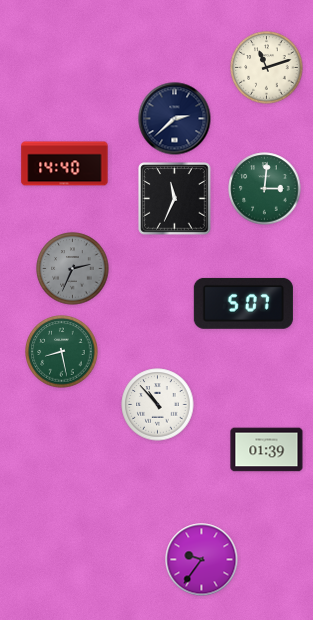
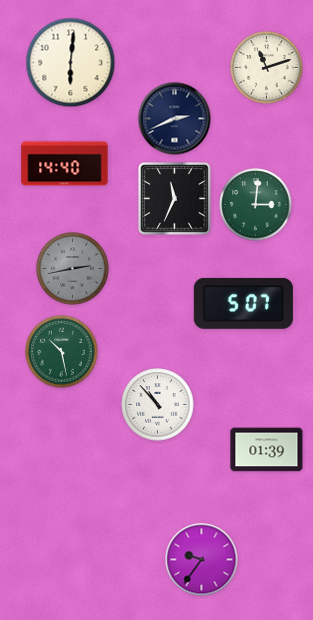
clock at (71, 63): none -> 6:01
clock at (175, 119): 2:38 -> 2:41
clock at (265, 189) position: (265, 189) -> (256, 205)
clock at (73, 269): 2:34 -> 2:43
clock at (62, 352): 8:28 -> 10:28
